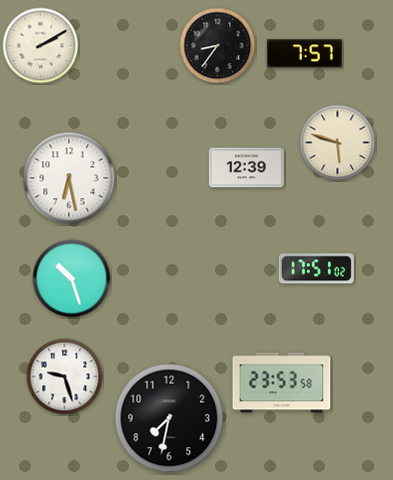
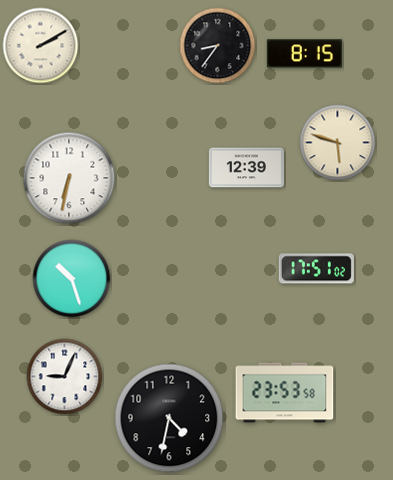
clock at (304, 54): 7:57 -> 8:15
clock at (69, 178): 6:28 -> 6:32
clock at (65, 377): 9:27 -> 9:04
clock at (282, 383) position: (282, 383) -> (285, 393)
clock at (169, 418): 7:32 -> 4:32
